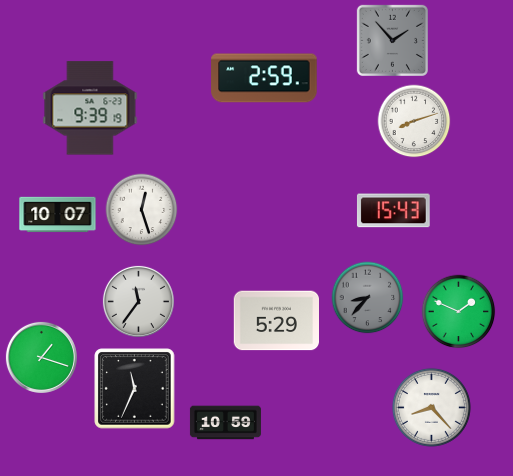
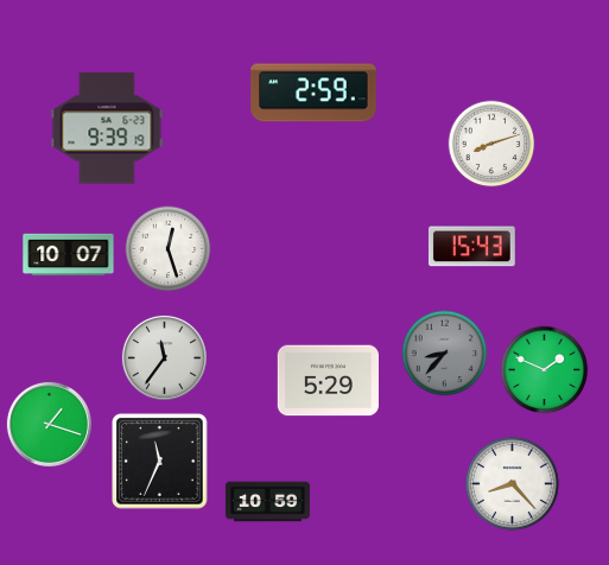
clock at (392, 40): 1:53 -> none
clock at (393, 211) position: (393, 211) -> (471, 247)
clock at (368, 298) position: (368, 298) -> (445, 354)
